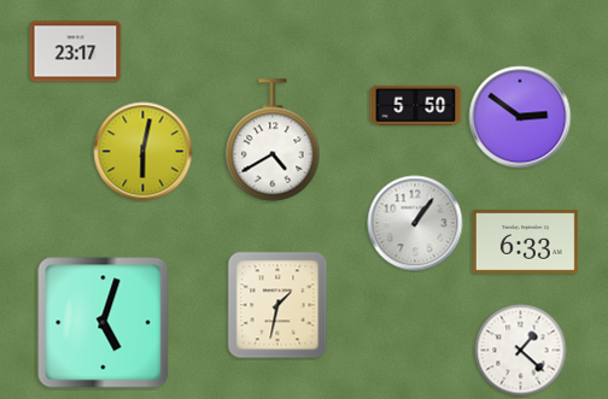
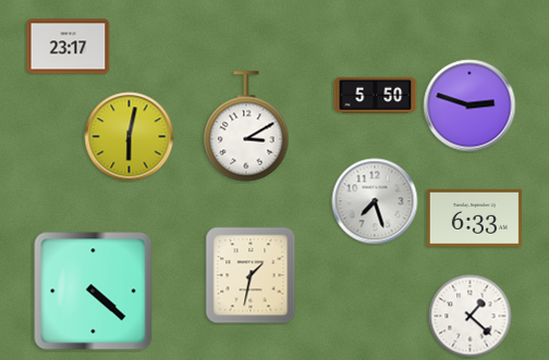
clock at (520, 117): 2:51 -> 2:48
clock at (273, 140): 4:40 -> 3:10
clock at (415, 223): 1:06 -> 7:27
clock at (104, 323): 5:03 -> 4:22
